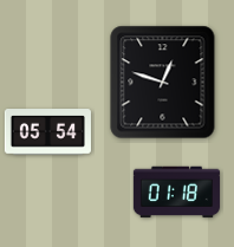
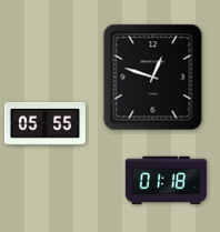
clock at (47, 132): 05:54 -> 05:55
